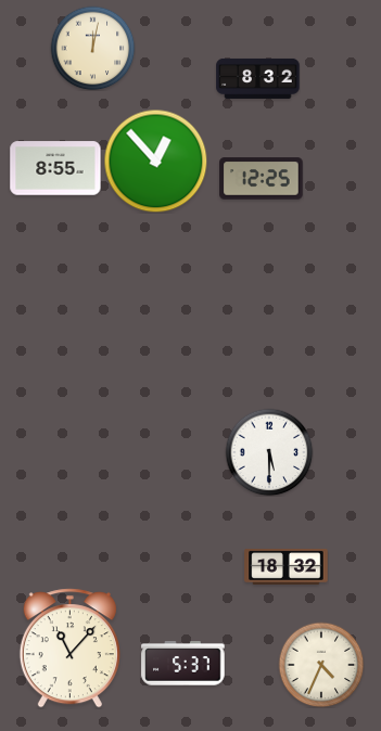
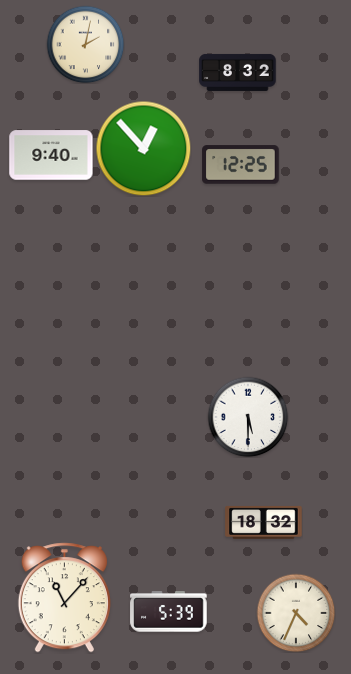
clock at (92, 48): 12:02 -> 2:02
clock at (55, 168): 8:55 -> 9:40
clock at (183, 664): 5:37 -> 5:39
